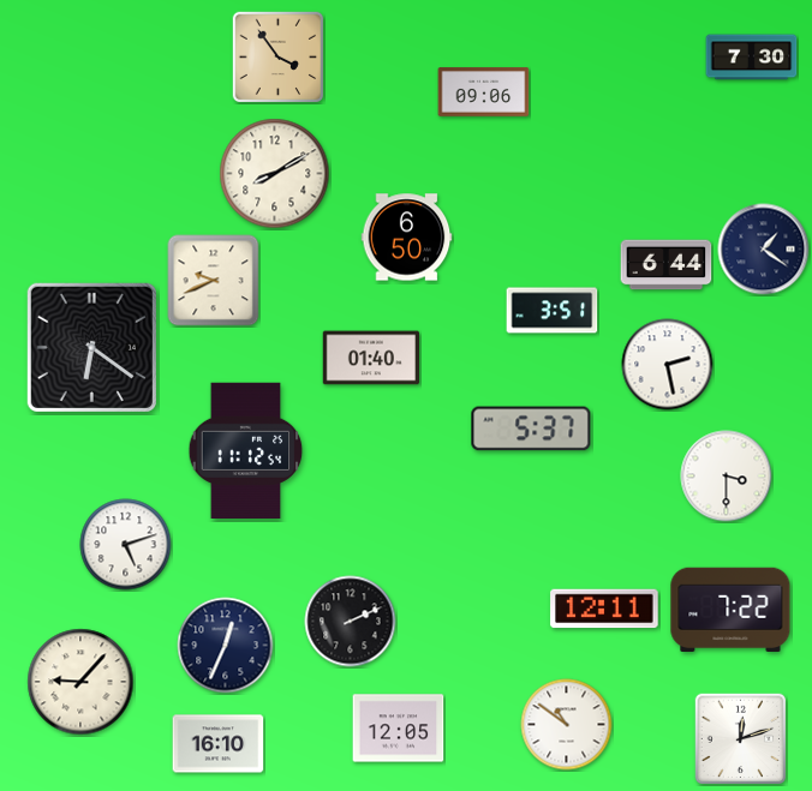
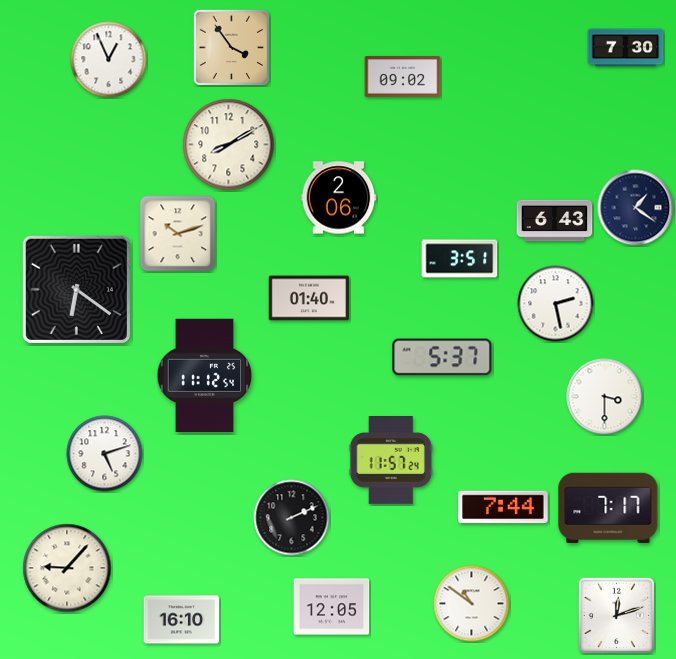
clock at (109, 60): none -> 12:56
clock at (484, 92): 09:06 -> 09:02
clock at (407, 238): 6:50 -> 2:06
clock at (667, 265): 6:44 -> 6:43
clock at (214, 281): 9:41 -> 10:12
clock at (391, 461): none -> 11:57
clock at (604, 609): 12:11 -> 7:44
clock at (730, 609): 7:22 -> 7:17
clock at (226, 646): 12:34 -> none
